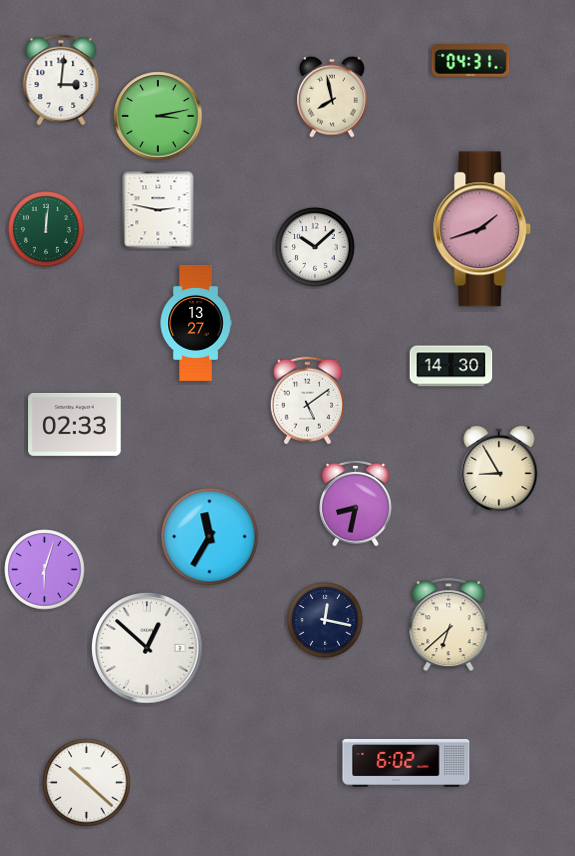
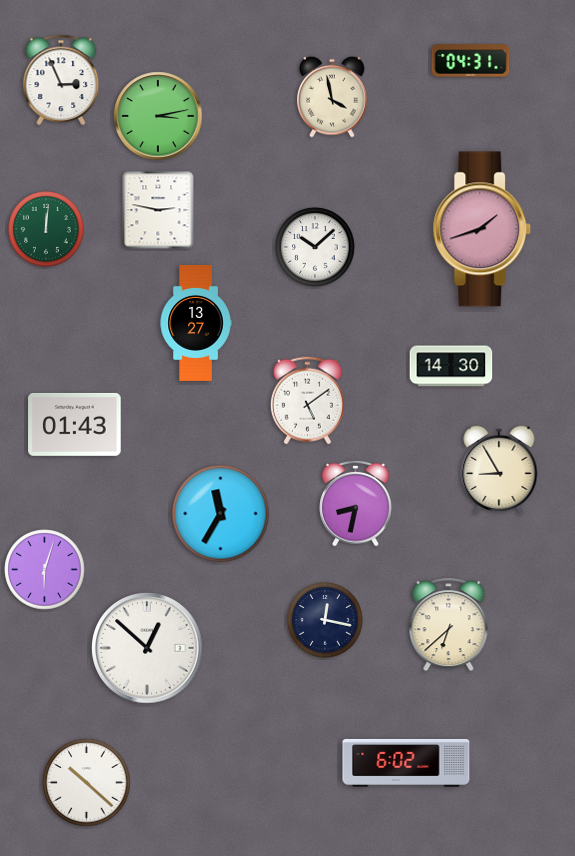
clock at (61, 80): 3:01 -> 2:56
clock at (332, 97): 7:58 -> 3:58
clock at (75, 424): 02:33 -> 01:43
clock at (210, 537) position: (210, 537) -> (221, 514)
